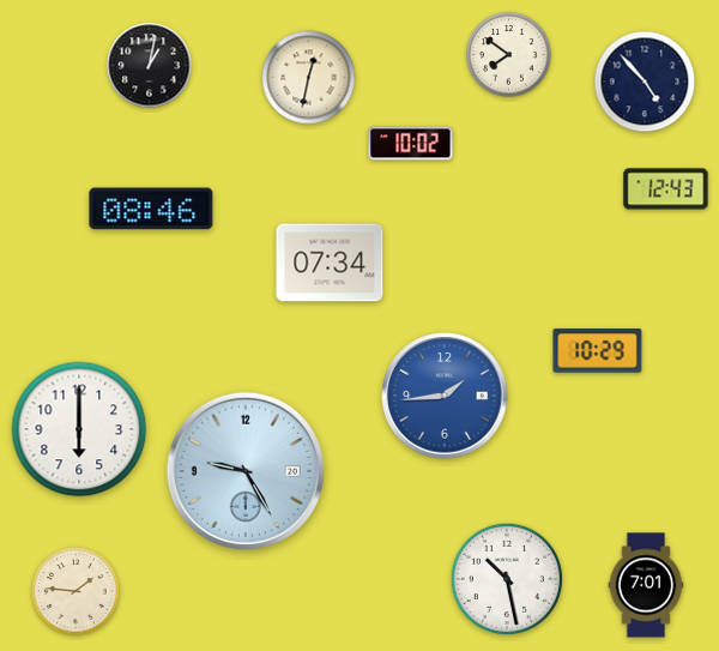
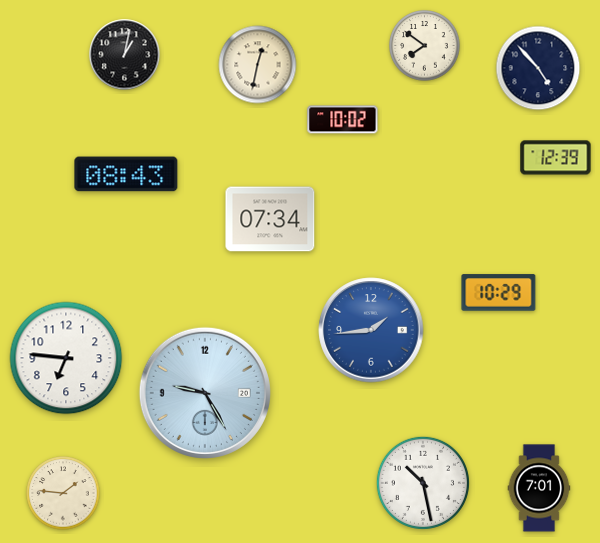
clock at (666, 189): 12:43 -> 12:39
clock at (151, 209): 08:46 -> 08:43
clock at (330, 263) position: (330, 263) -> (270, 219)
clock at (79, 429): 6:00 -> 6:46
